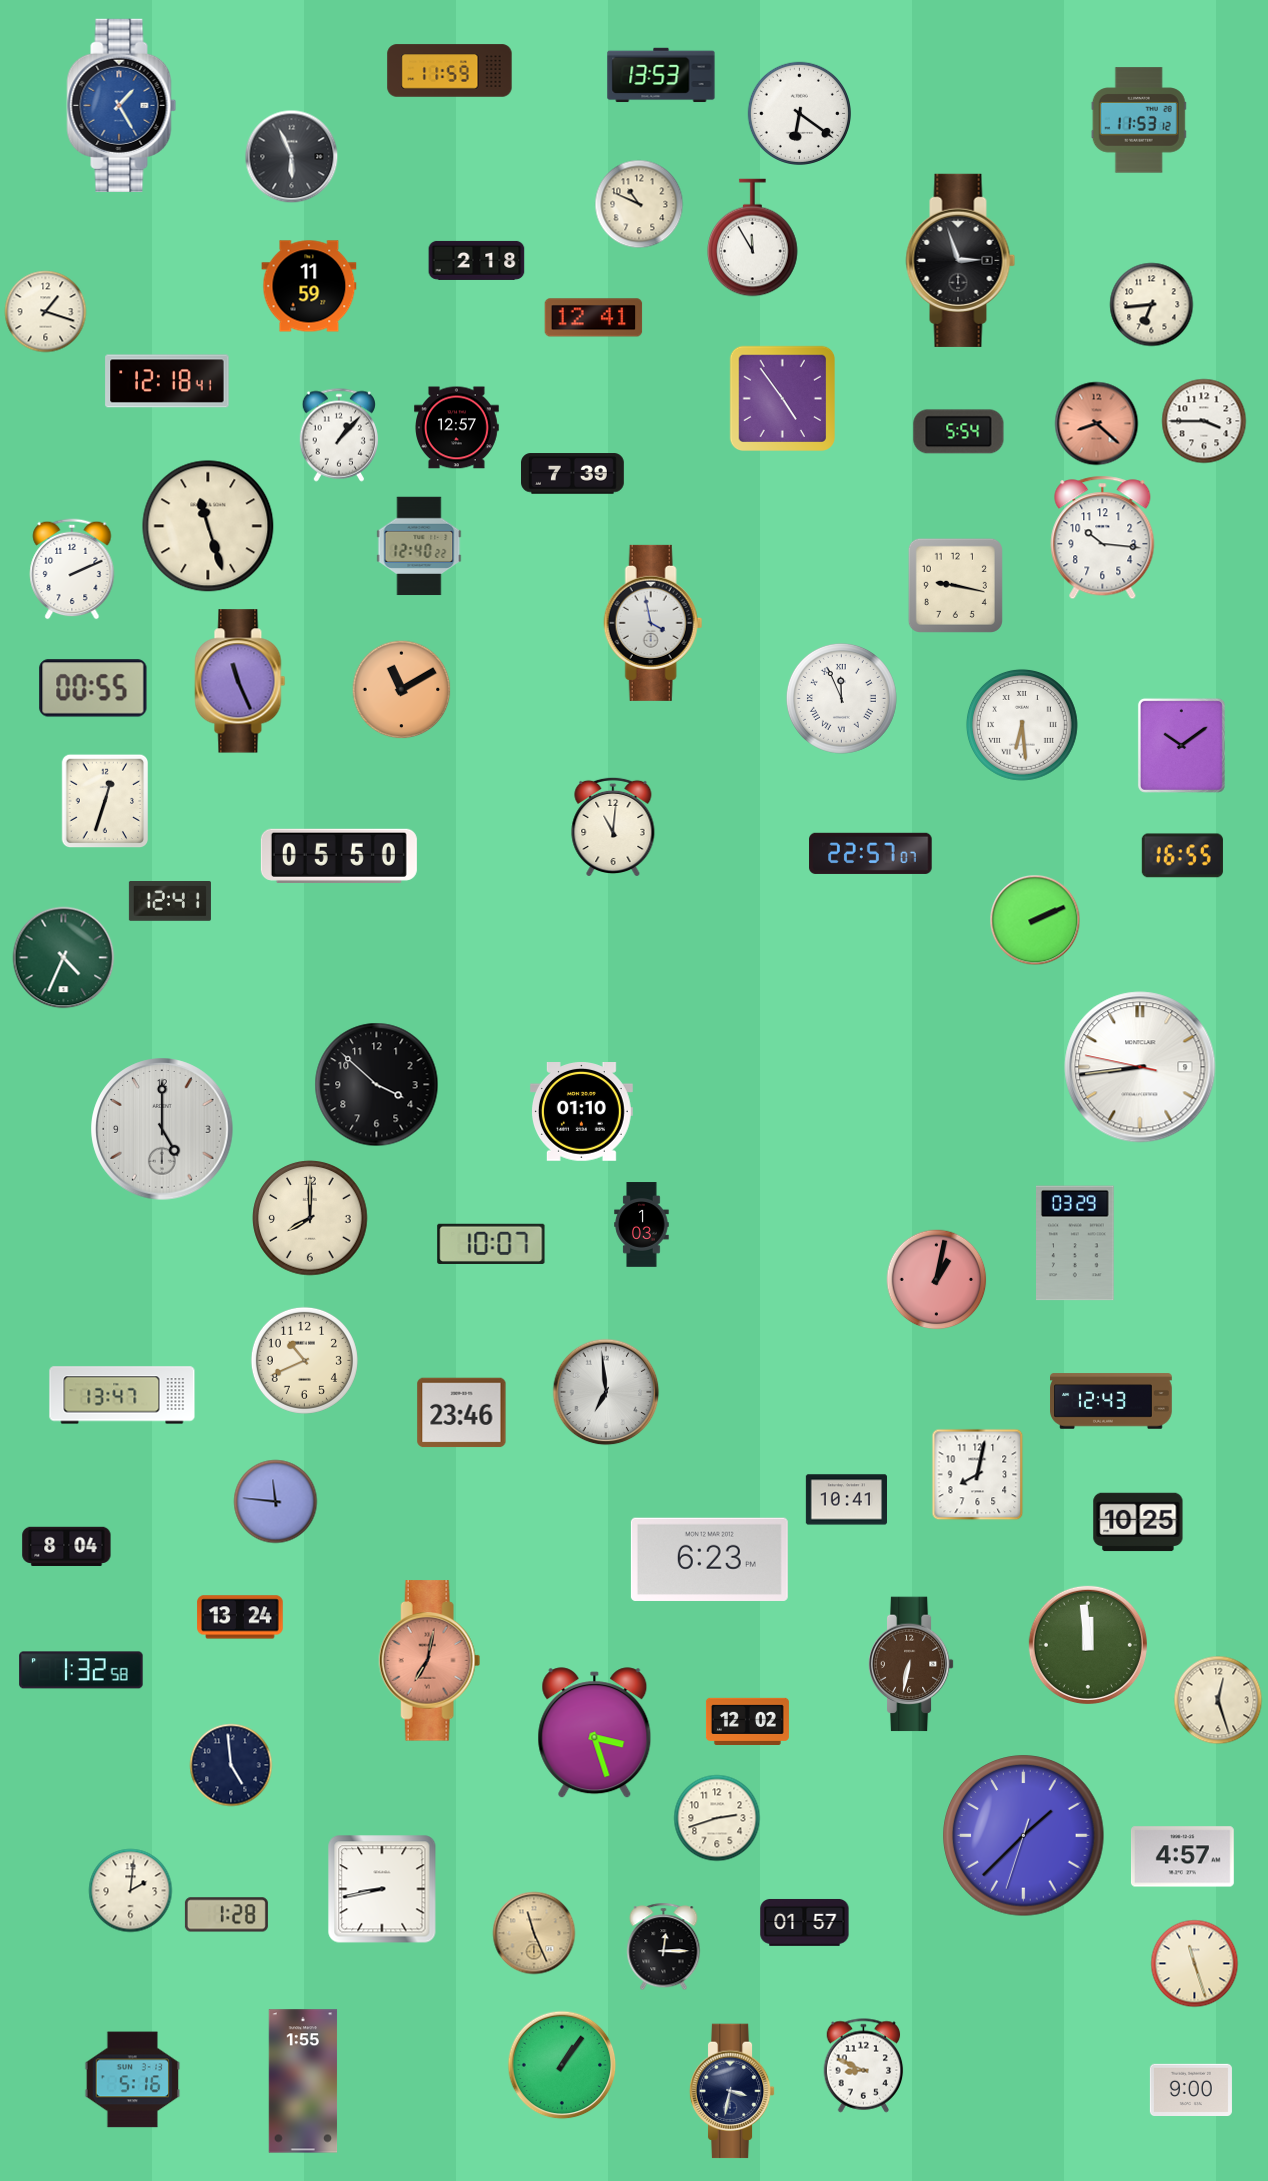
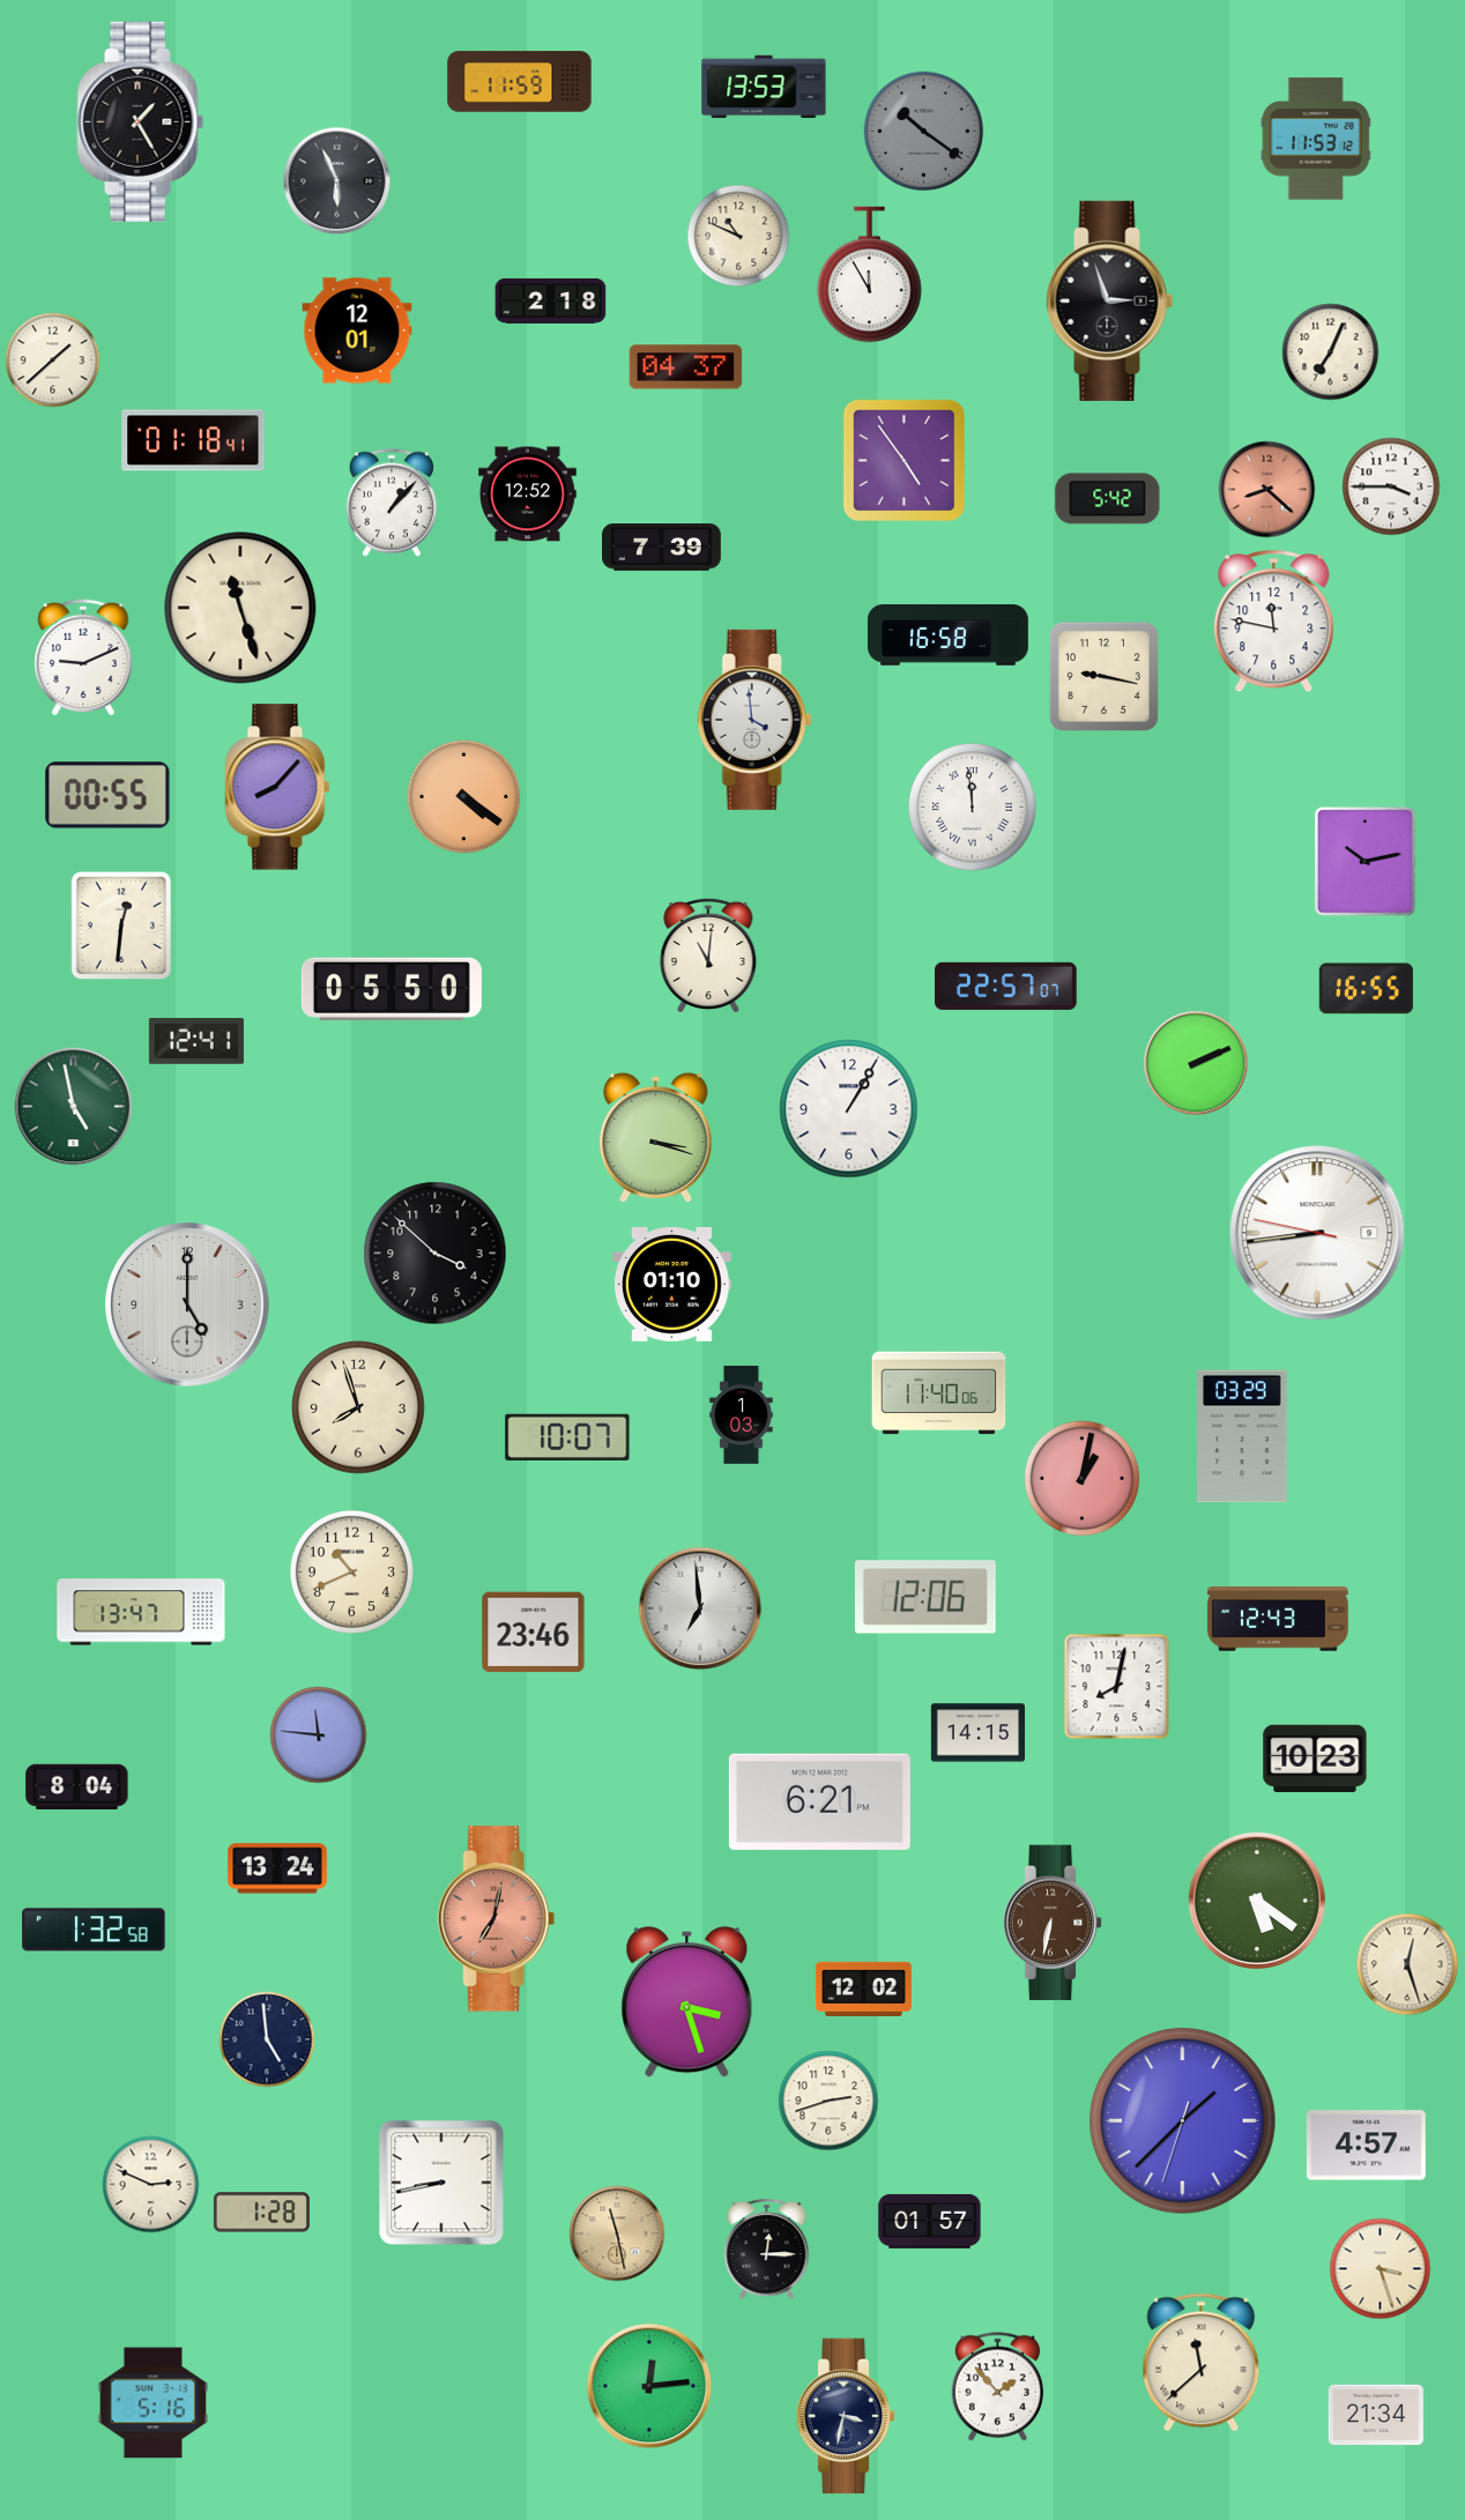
clock at (122, 105) dial: blue -> black
clock at (799, 113): 6:21 -> 10:21
clock at (799, 113) dial: white -> grey
clock at (309, 286): 11:59 -> 12:01
clock at (1152, 305): 6:44 -> 7:04
clock at (46, 312): 1:18 -> 1:38
clock at (594, 318): 12:41 -> 04:37
clock at (167, 381): 12:18 -> 01:18
clock at (457, 428): 12:57 -> 12:52
clock at (959, 432): 5:54 -> 5:42
clock at (1103, 538): 10:16 -> 11:47
clock at (419, 546): 12:40 -> none
clock at (947, 635): none -> 16:58
clock at (72, 569): 2:11 -> 9:11
clock at (653, 623): 3:58 -> 3:59
clock at (240, 681): 11:26 -> 8:07
clock at (402, 690): 11:10 -> 4:21
clock at (841, 698): 11:56 -> 11:59
clock at (1022, 725): 6:29 -> none
clock at (1181, 745): 10:09 -> 10:13
clock at (104, 801): 12:33 -> 12:31
clock at (64, 958): 4:34 -> 4:58
clock at (849, 1109): none -> 1:05
clock at (656, 1138): none -> 3:18
clock at (939, 1393): none -> 11:40
clock at (310, 1218): 8:00 -> 7:57
clock at (925, 1597): none -> 12:06
clock at (1111, 1401) position: (1111, 1401) -> (1278, 1619)
clock at (978, 1475) position: (978, 1475) -> (1117, 1687)
clock at (846, 1500): 10:41 -> 14:15
clock at (1138, 1522): 10:25 -> 10:23
clock at (709, 1559): 6:23 -> 6:21
clock at (1088, 1645): 11:59 -> 5:21
clock at (131, 1891): 2:01 -> 2:49
clock at (534, 1933): 11:26 -> 11:28
clock at (1195, 1964): 11:27 -> 3:27
clock at (1202, 2363): none -> 11:38
clock at (562, 2065): 1:06 -> 12:14
clock at (864, 2066): 8:49 -> 1:53
clock at (303, 2081): 1:55 -> none
clock at (1191, 2089): 9:00 -> 21:34
